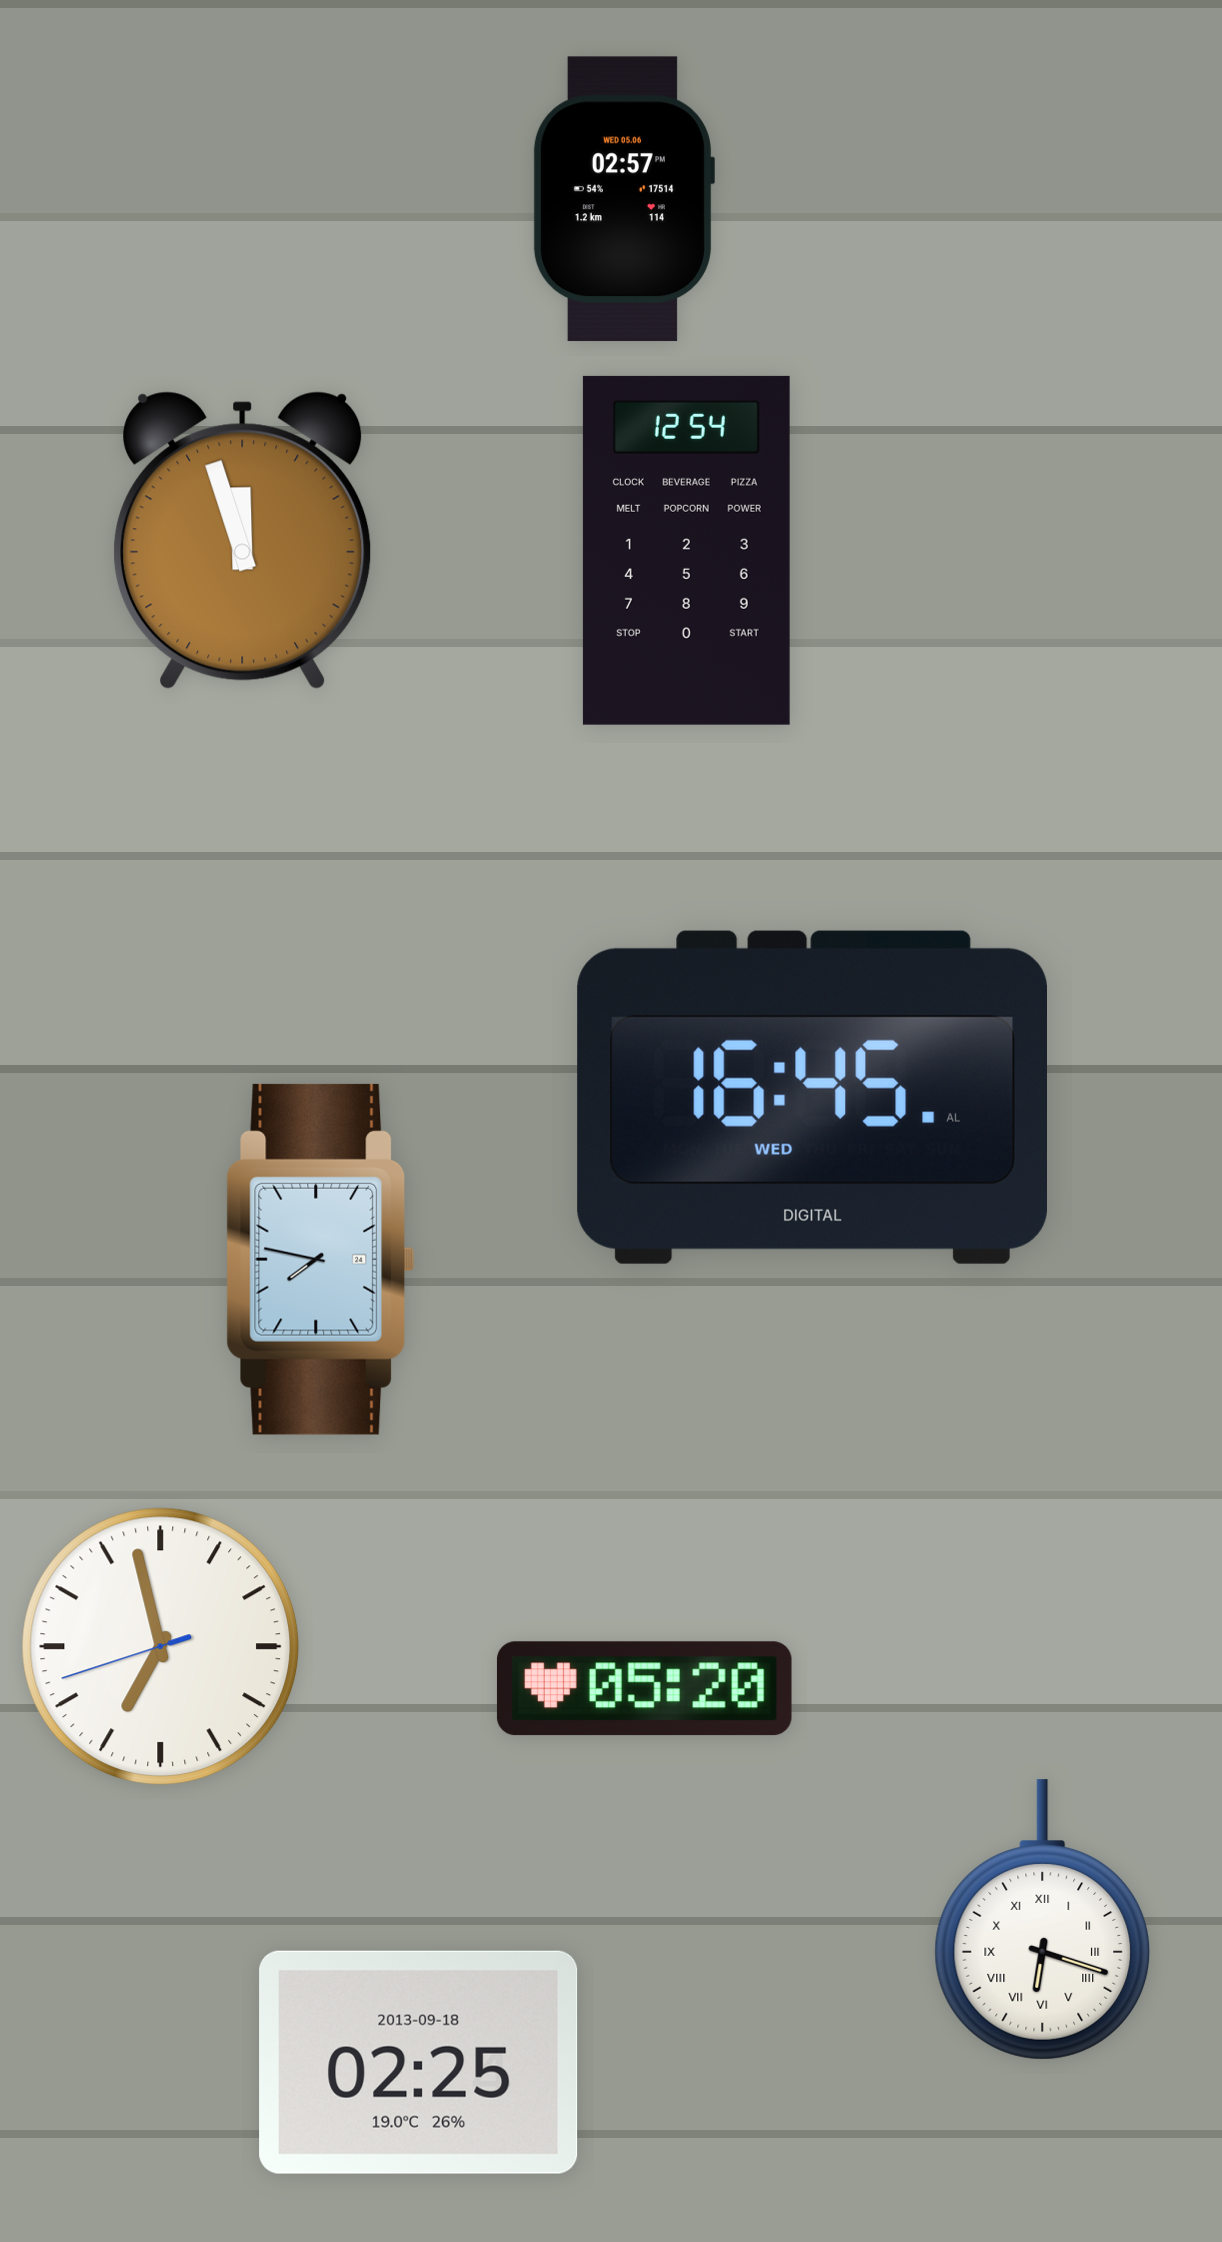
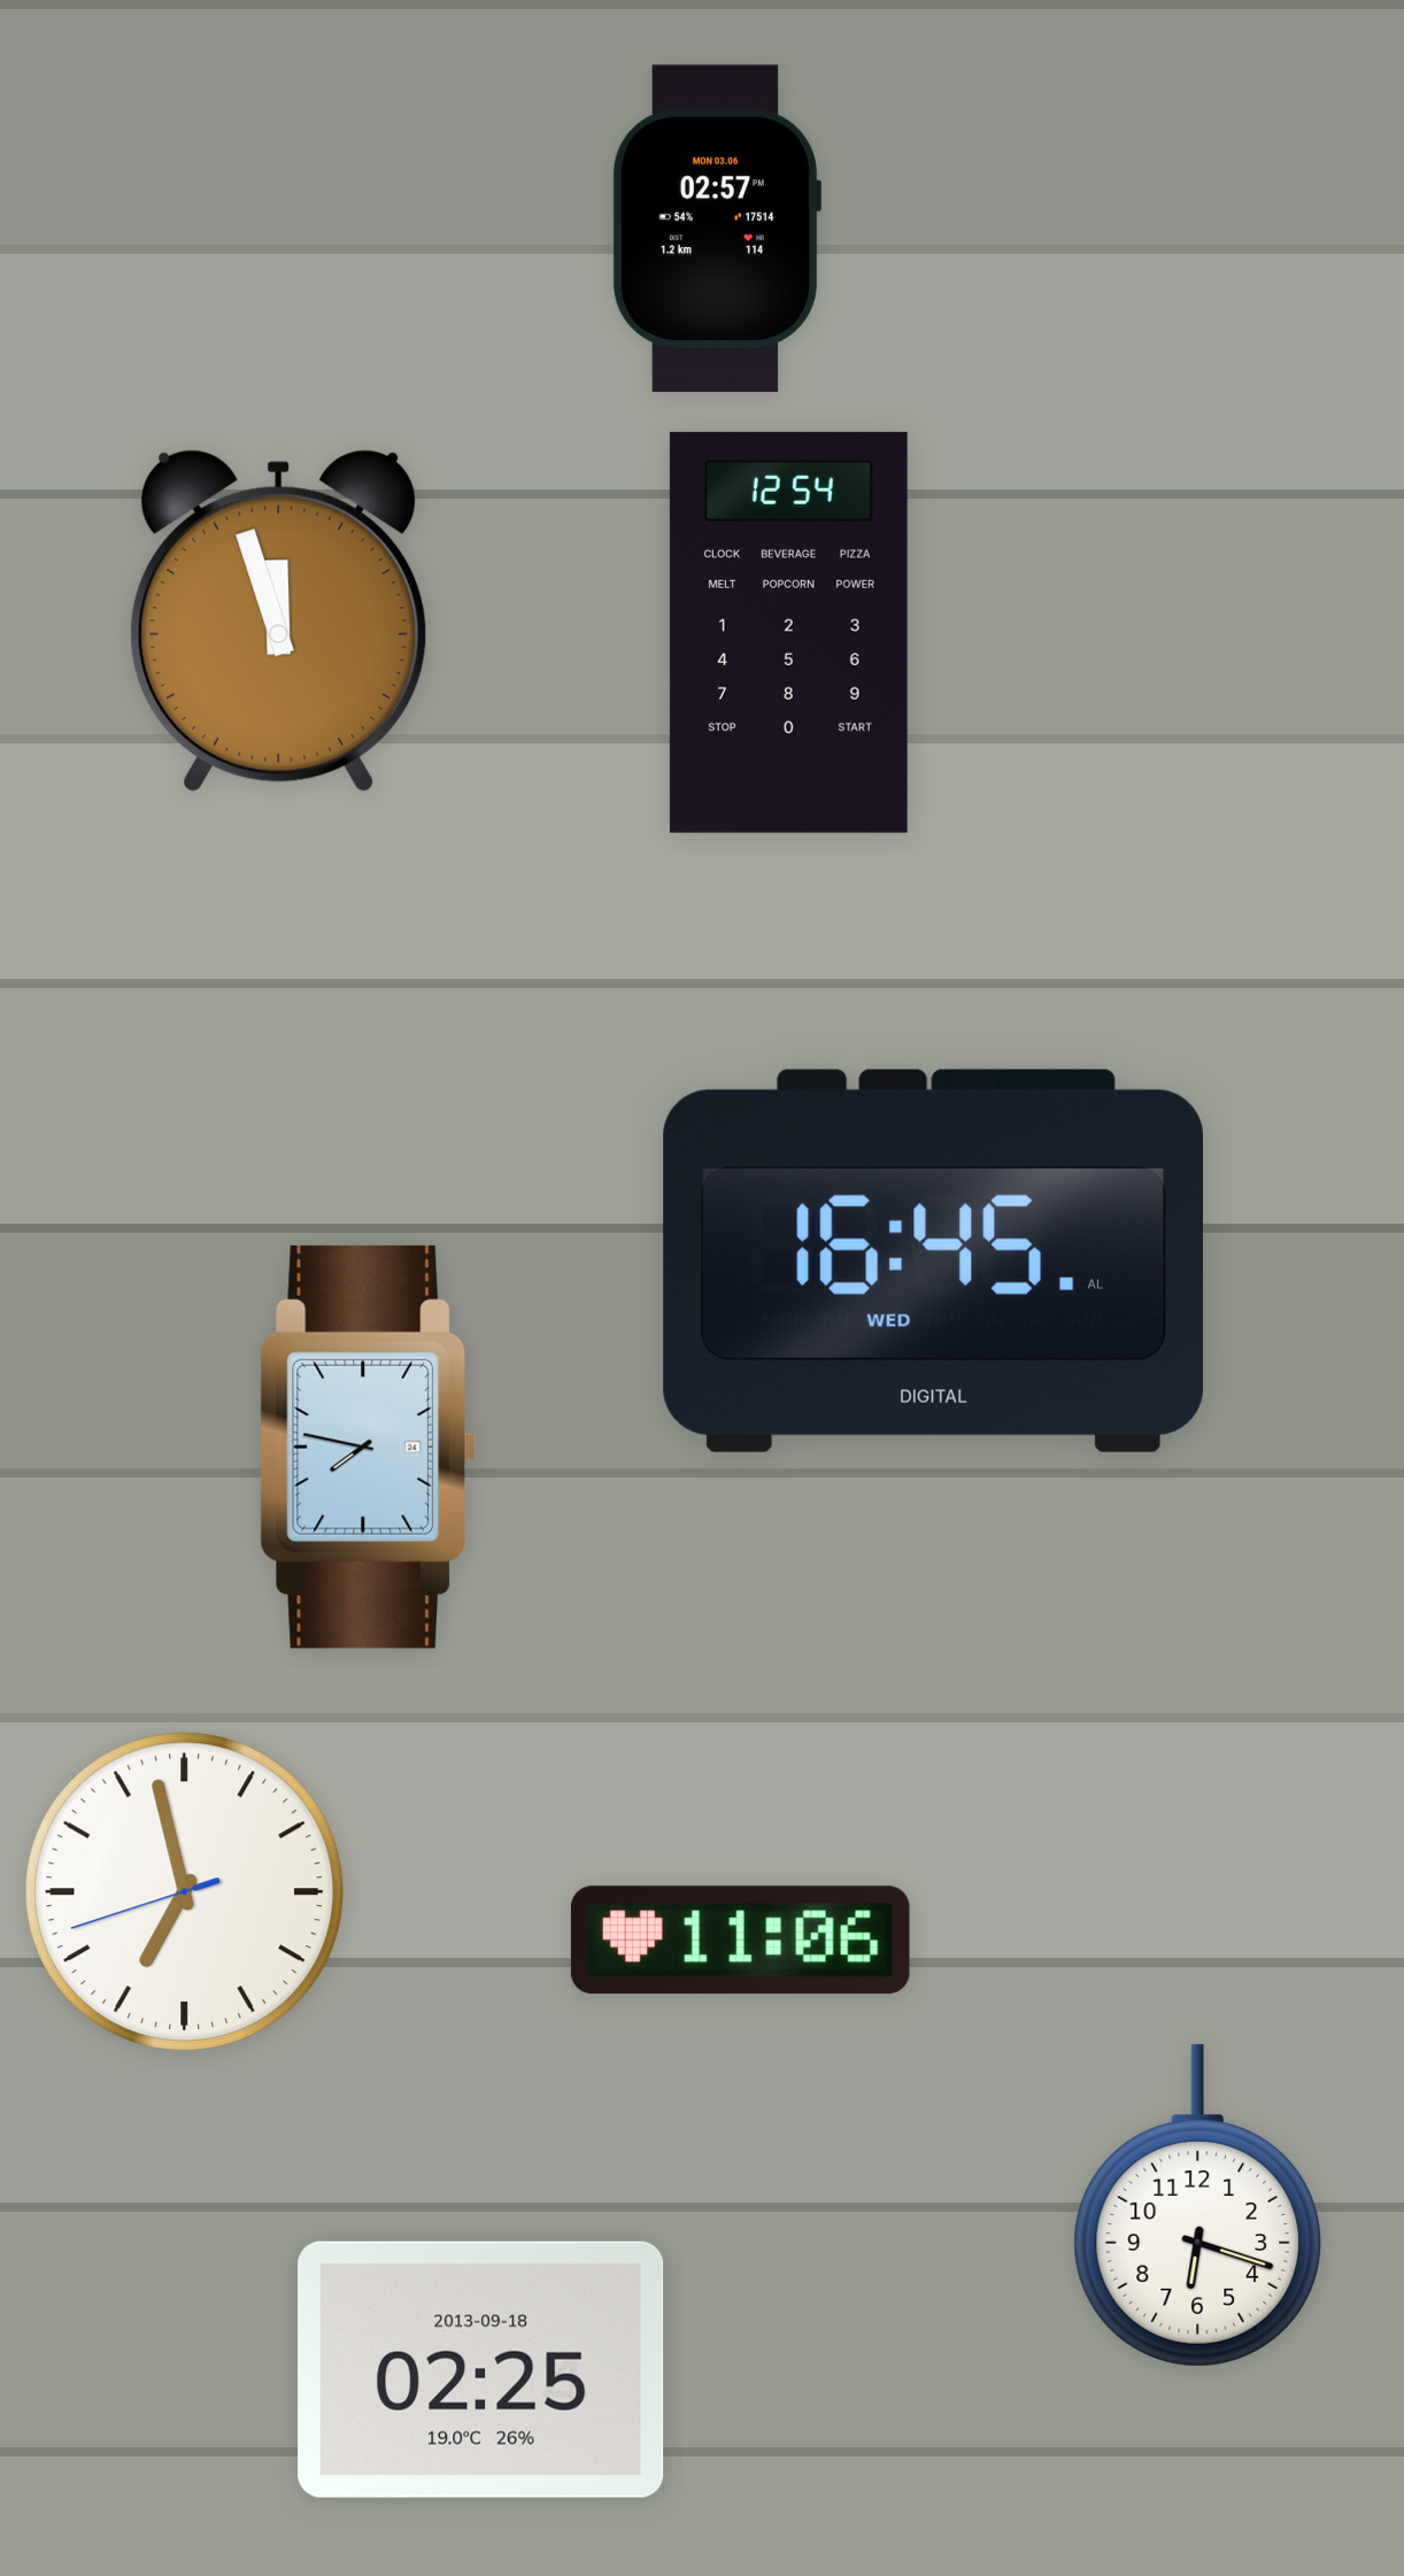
clock at (623, 199) date: WED 05.06 -> MON 03.06
clock at (644, 1689): 05:20 -> 11:06
clock at (1043, 1920) numerals: Roman -> Arabic
